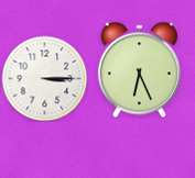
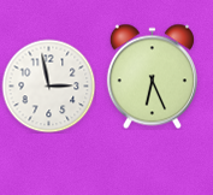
clock at (44, 78): 3:15 -> 2:58
